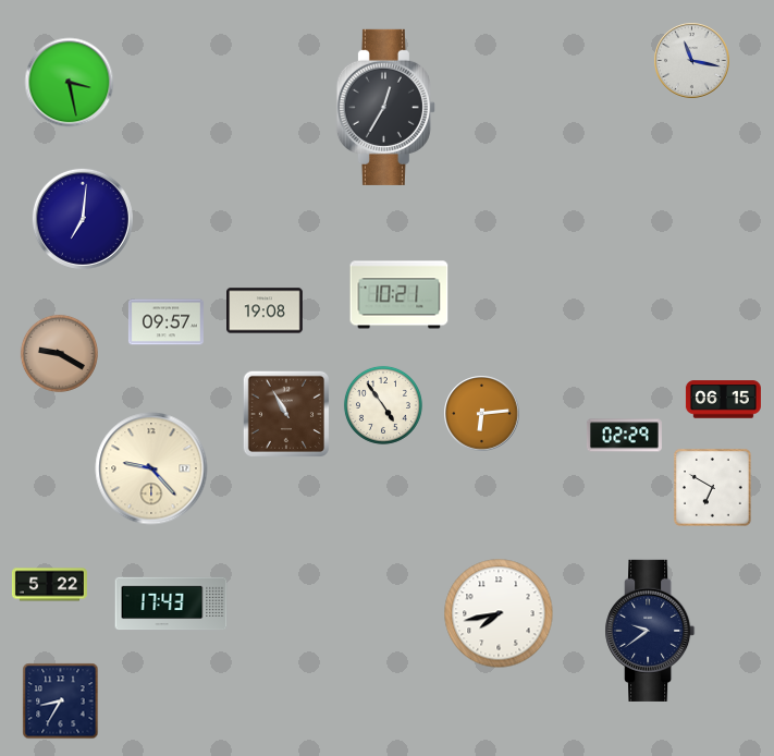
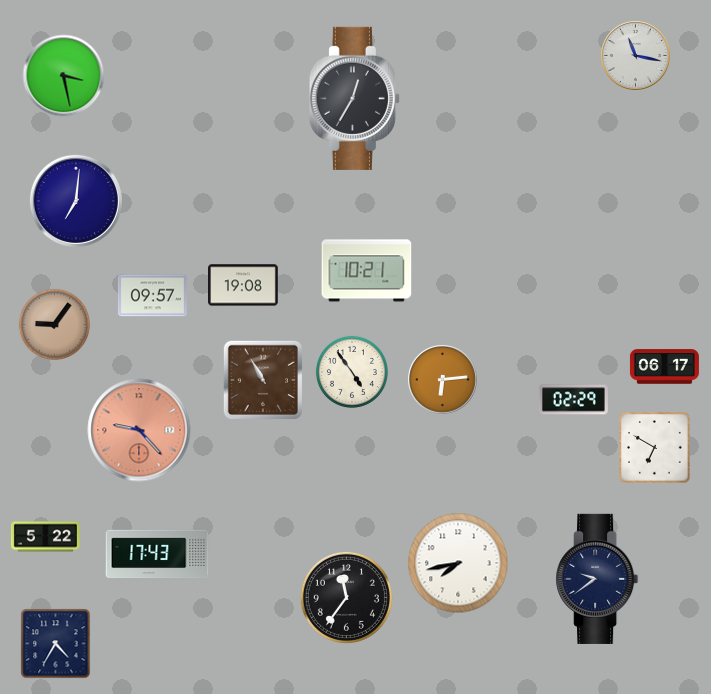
clock at (59, 353): 9:20 -> 9:06
clock at (723, 400): 06:15 -> 06:17
clock at (151, 468) dial: cream -> salmon
clock at (346, 597): none -> 11:36
clock at (61, 702): 8:35 -> 4:35
